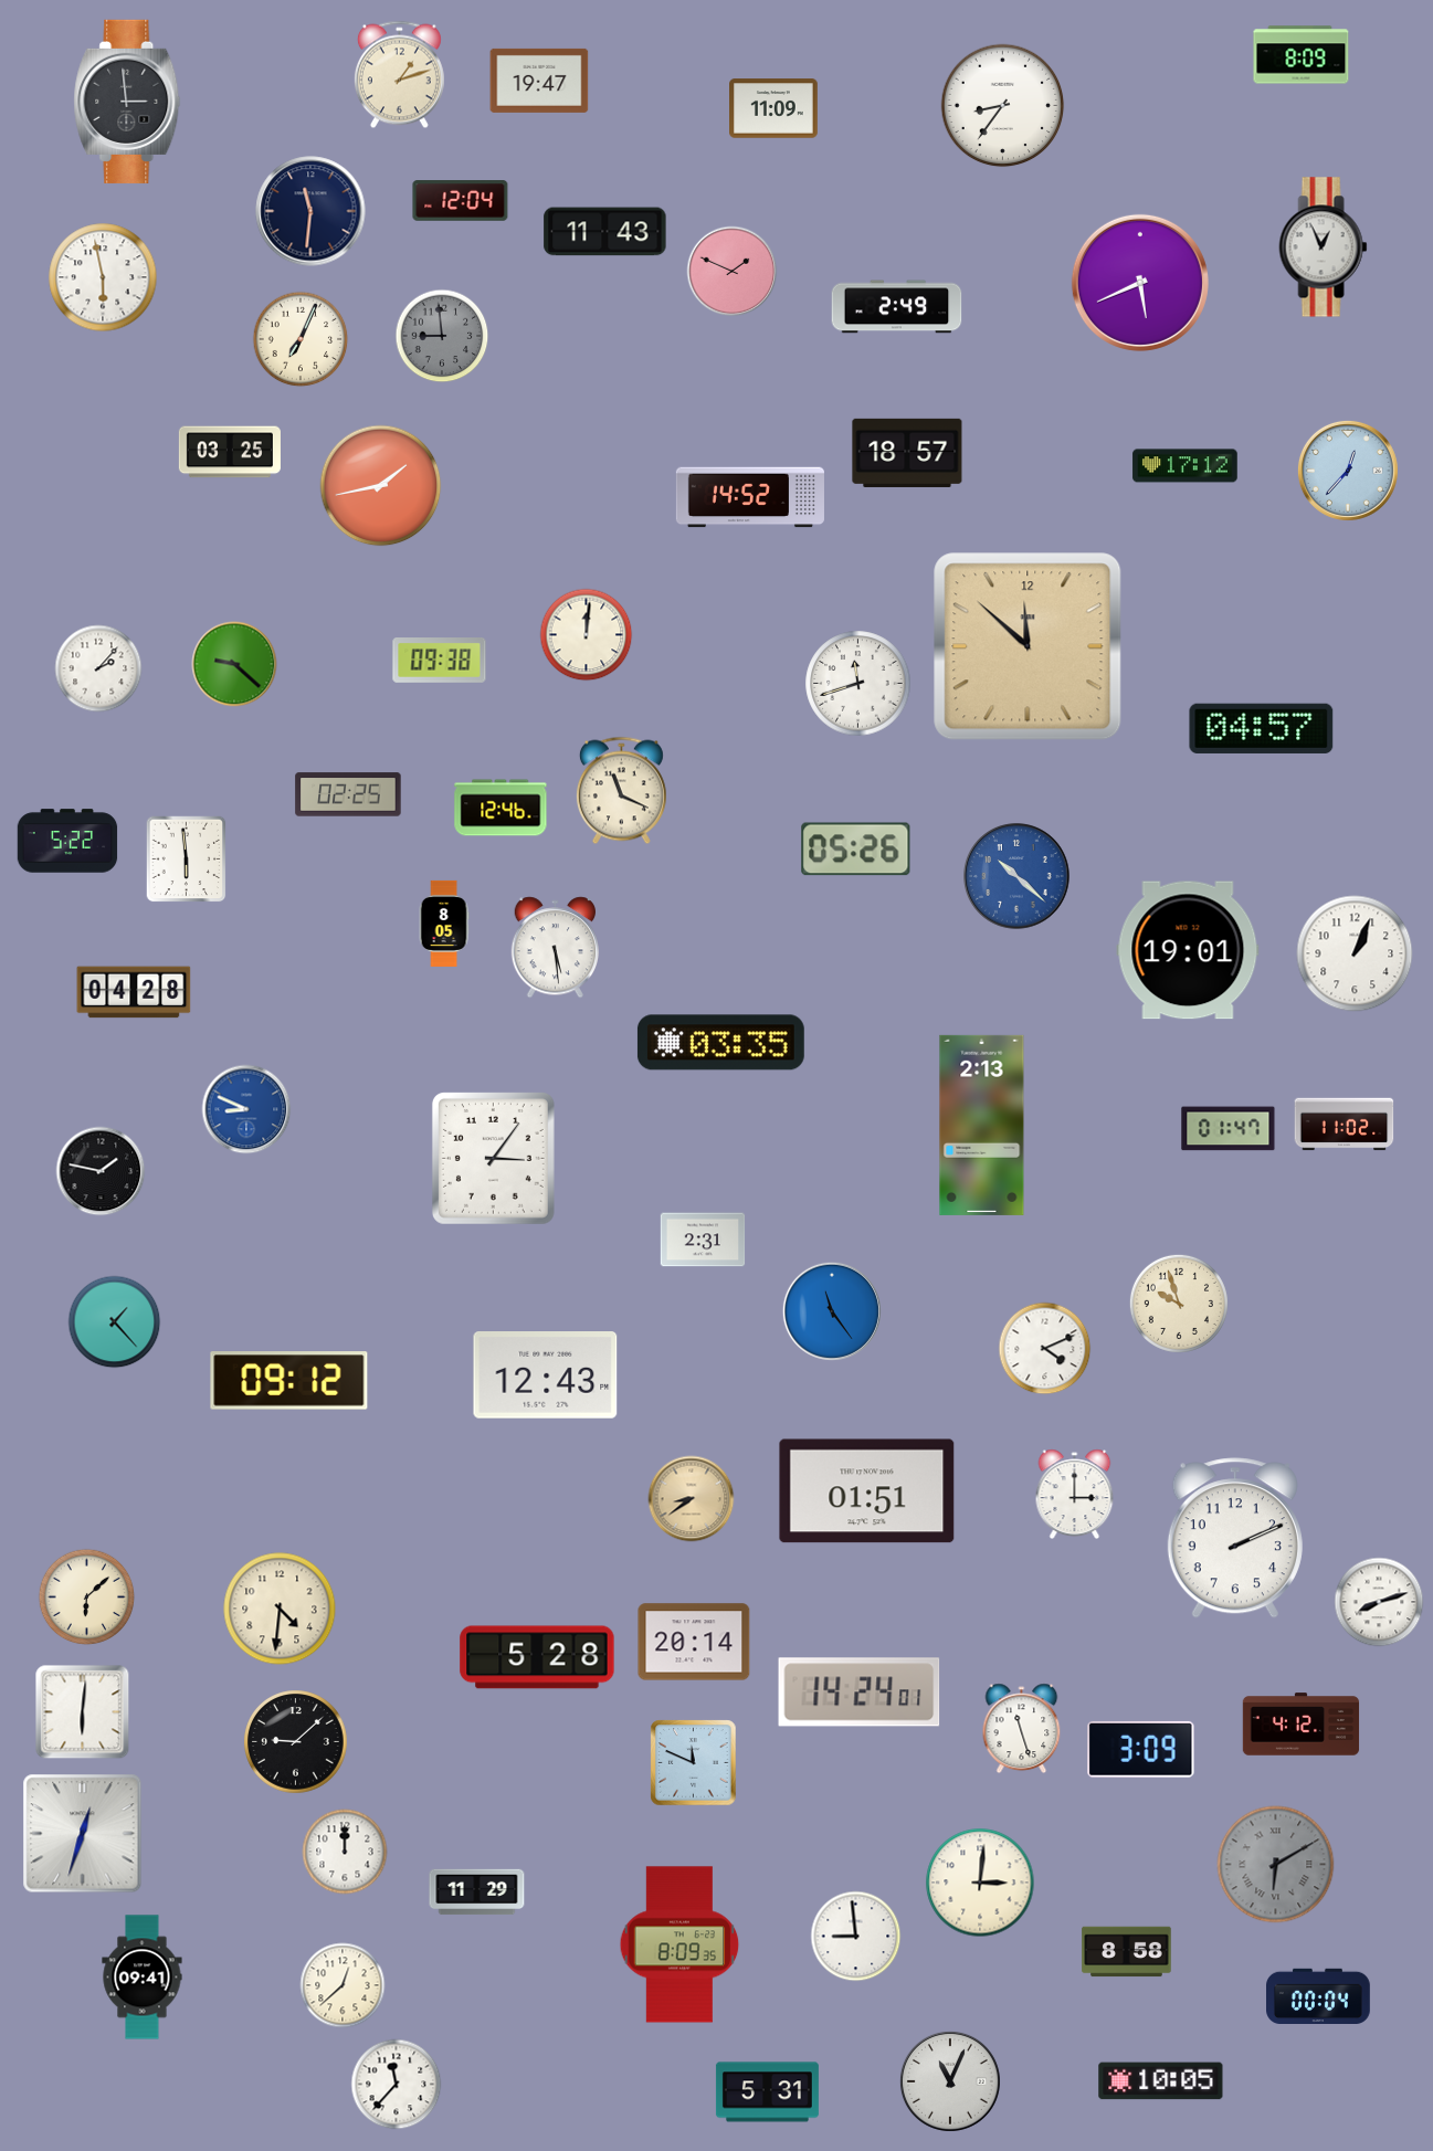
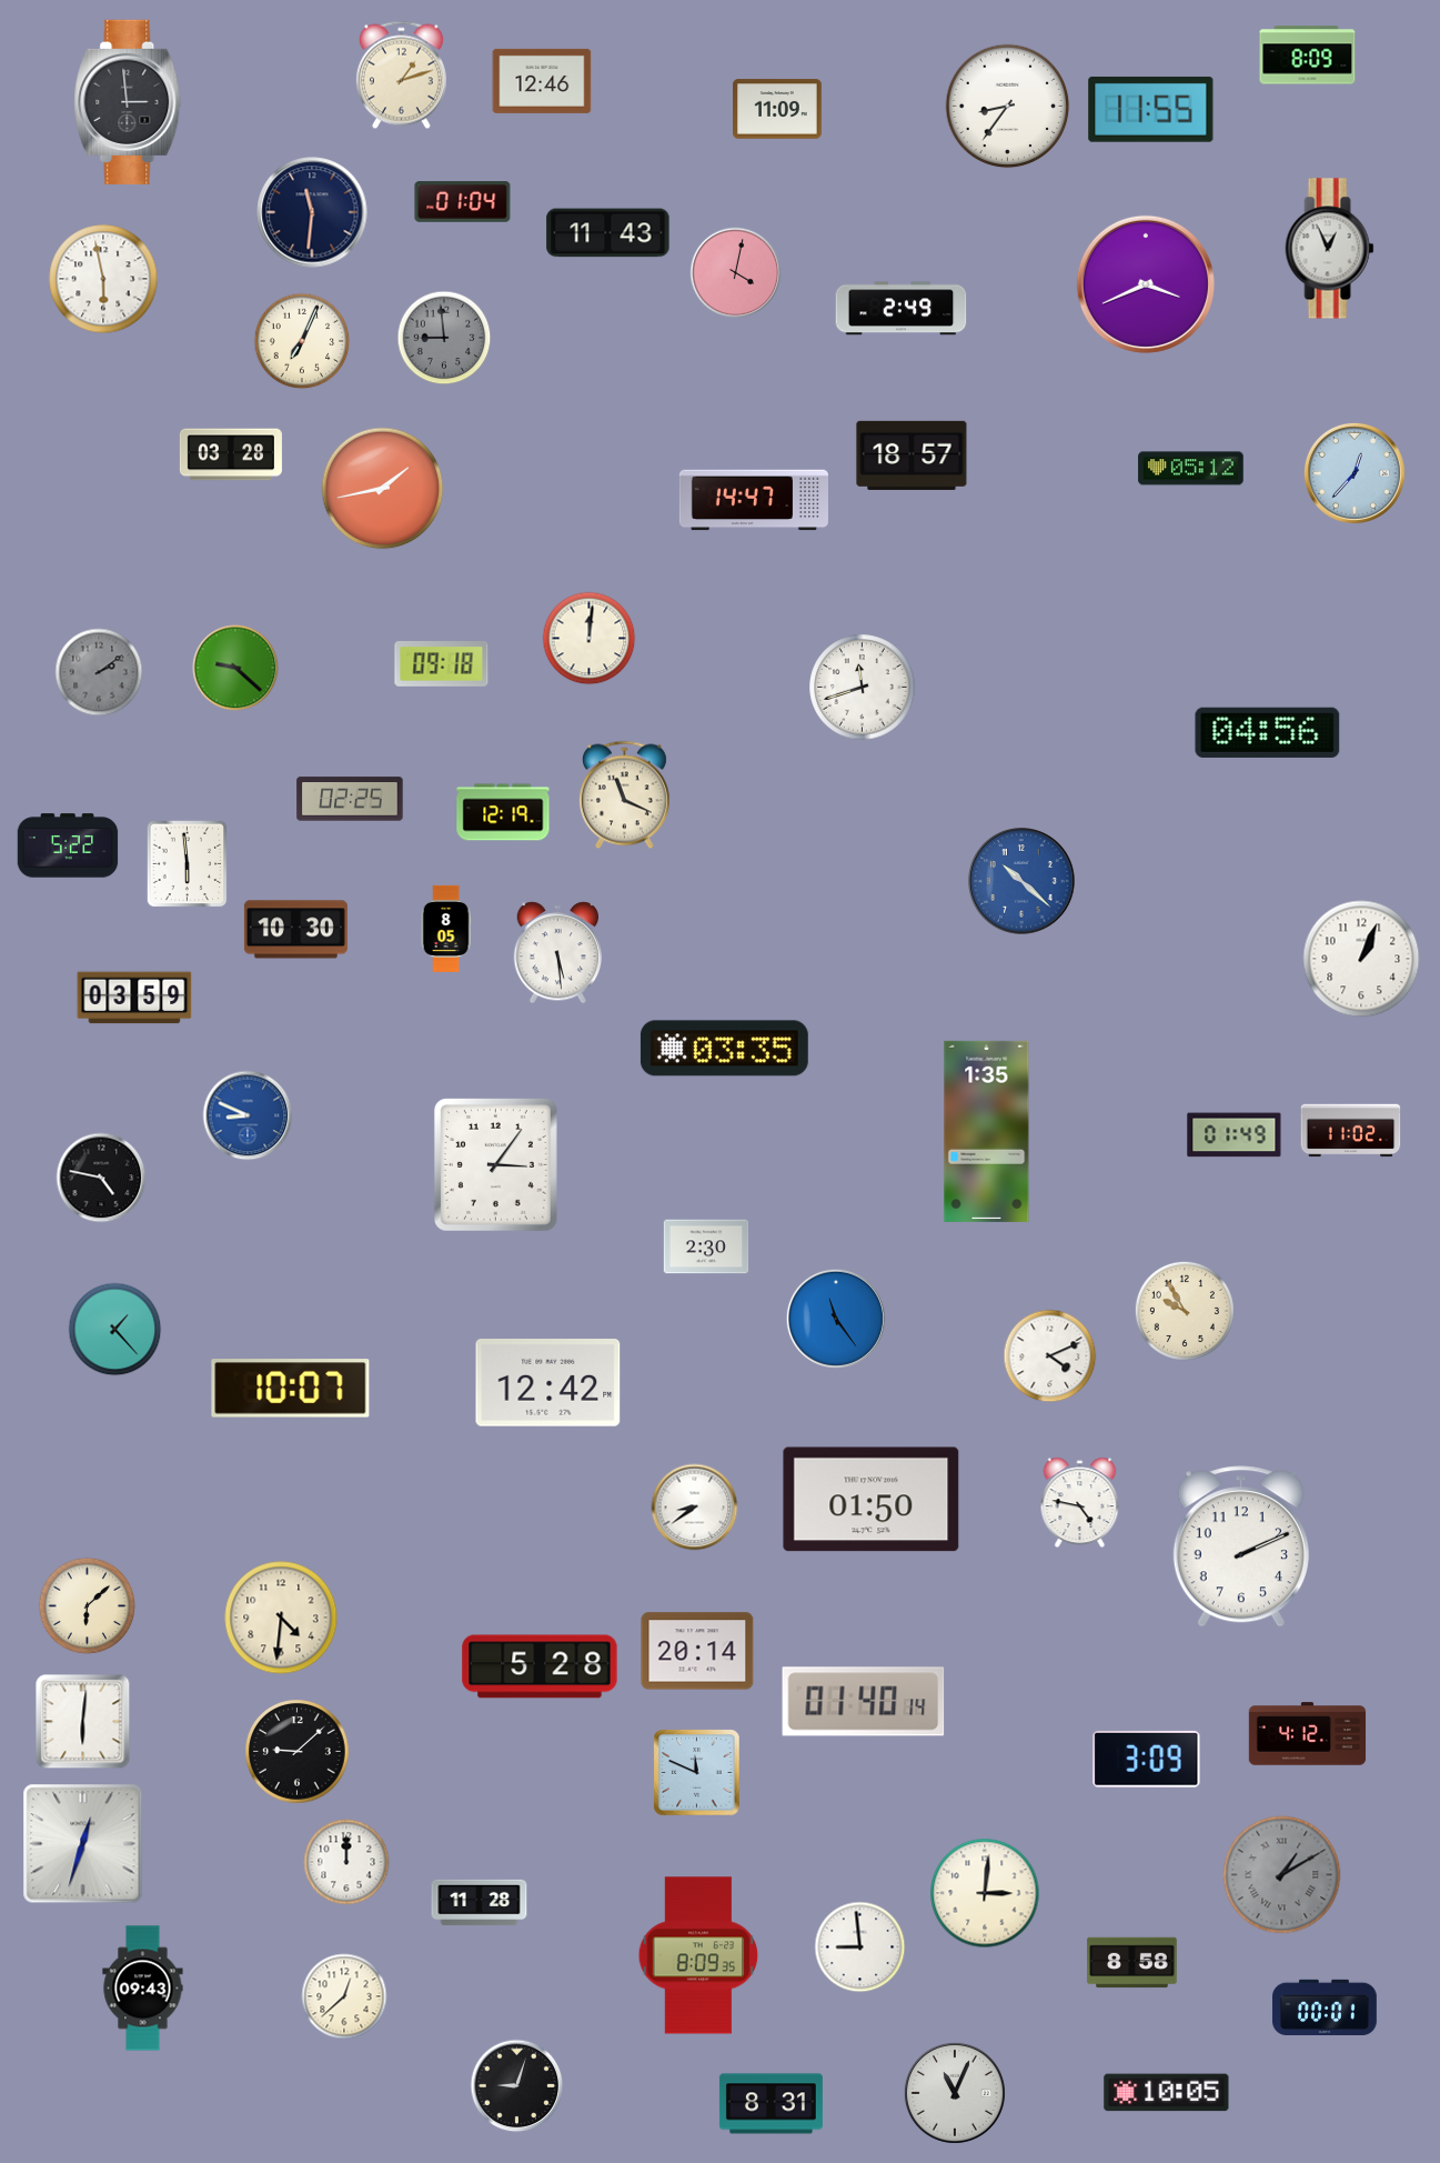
clock at (539, 81): 19:47 -> 12:46
clock at (1151, 109): none -> 11:55
clock at (461, 201): 12:04 -> 01:04
clock at (733, 272): 1:49 -> 4:02
clock at (1140, 283): 5:41 -> 3:41
clock at (230, 452): 03:25 -> 03:28
clock at (1186, 466): 17:12 -> 05:12
clock at (750, 497): 14:52 -> 14:47
clock at (1028, 646): 11:52 -> none
clock at (440, 661): 09:38 -> 09:18
clock at (98, 668): 2:07 -> 2:09
clock at (98, 668) dial: white -> grey
clock at (1262, 728): 04:57 -> 04:56
clock at (501, 808): 12:46 -> 12:19
clock at (856, 850): 05:26 -> none
clock at (295, 930): none -> 10:30
clock at (1188, 950): 19:01 -> none
clock at (134, 992): 04:28 -> 03:59
clock at (982, 1125): 2:13 -> 1:35
clock at (1229, 1129): 01:47 -> 01:49
clock at (101, 1171): 1:47 -> 4:47
clock at (703, 1240): 2:31 -> 2:30
clock at (1179, 1304): 9:57 -> 9:55
clock at (546, 1375): 12:43 -> 12:42
clock at (289, 1381): 09:12 -> 10:07
clock at (867, 1491): 01:51 -> 01:50
clock at (1075, 1495): 3:00 -> 4:47
clock at (692, 1499) dial: champagne -> white
clock at (1379, 1602): 8:12 -> none
clock at (860, 1693): 14:24 -> 01:40
clock at (1022, 1729): 11:27 -> none
clock at (1276, 1865): 6:10 -> 1:10
clock at (477, 1892): 11:29 -> 11:28
clock at (679, 1944) position: (679, 1944) -> (698, 1955)
clock at (143, 1978): 09:41 -> 09:43
clock at (1319, 1995): 00:04 -> 00:01
clock at (517, 2086): none -> 9:03
clock at (397, 2085): 11:37 -> none
clock at (767, 2092): 5:31 -> 8:31
